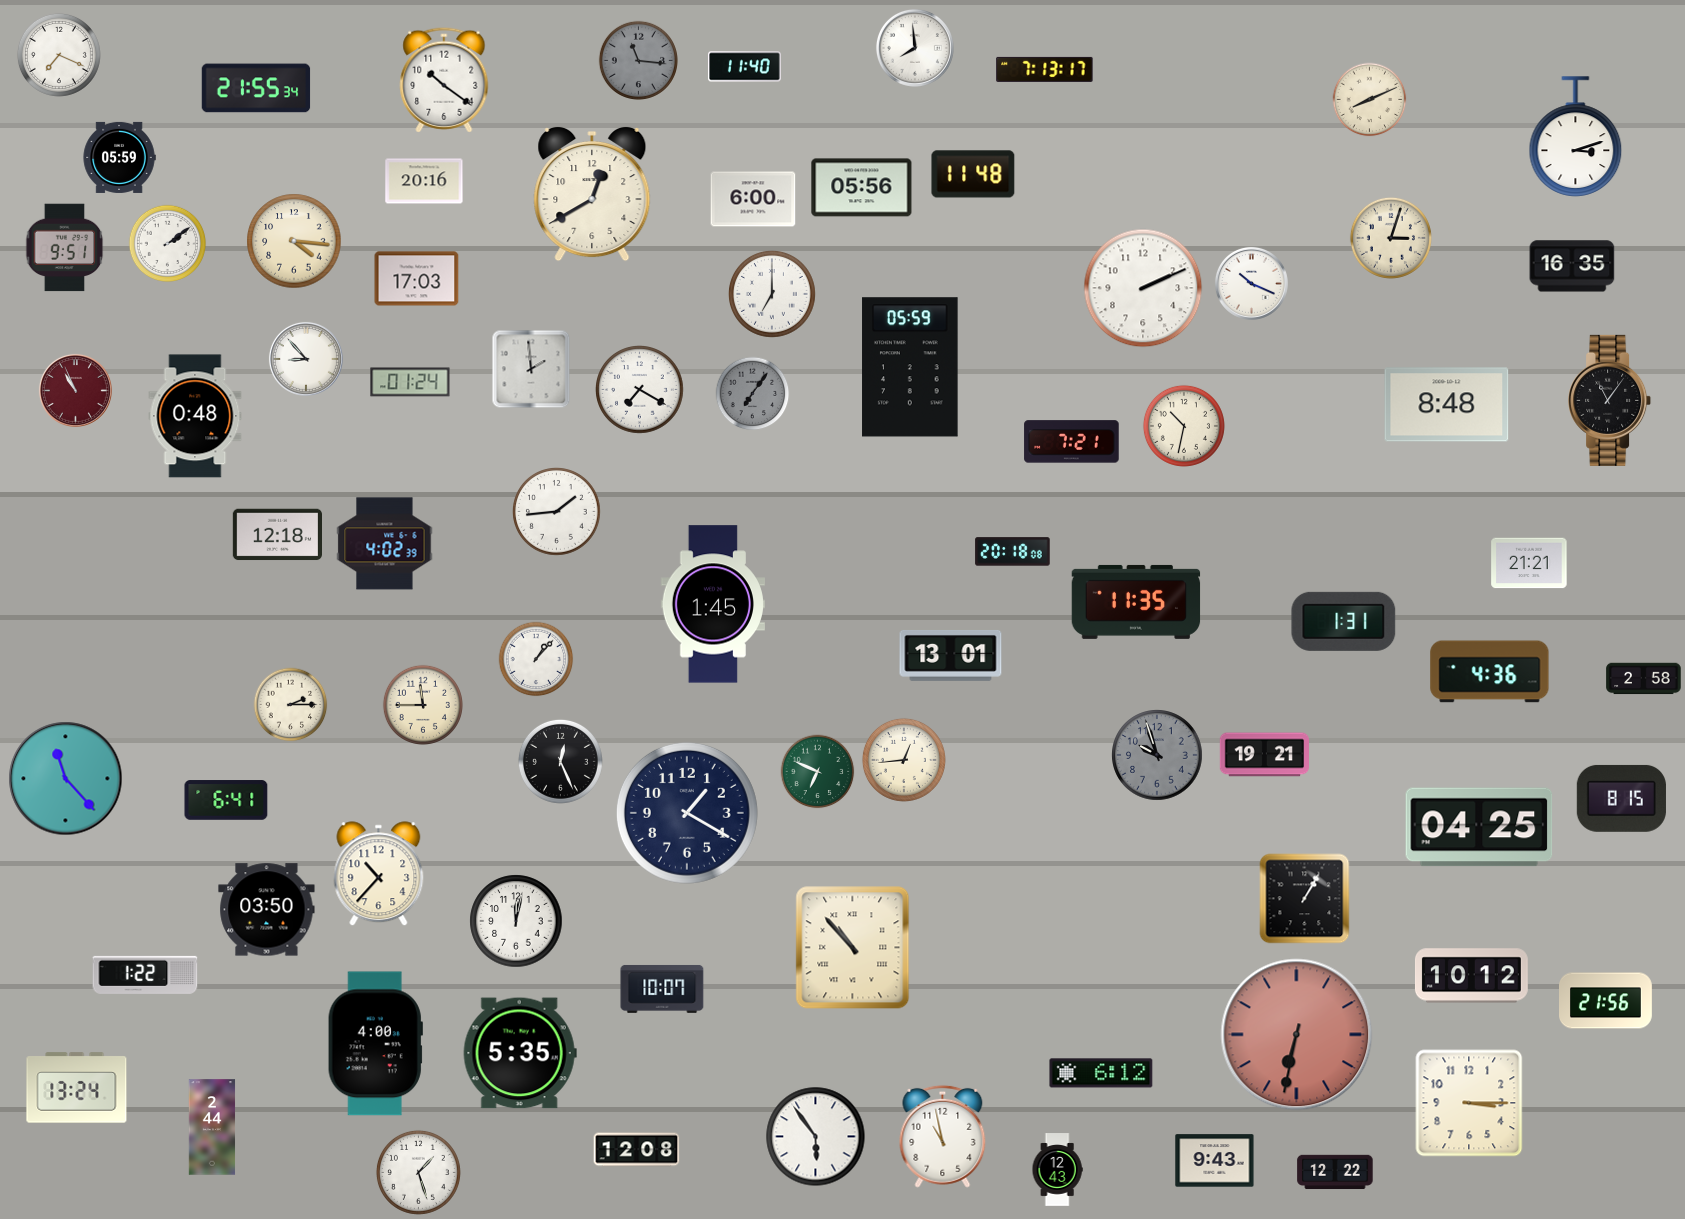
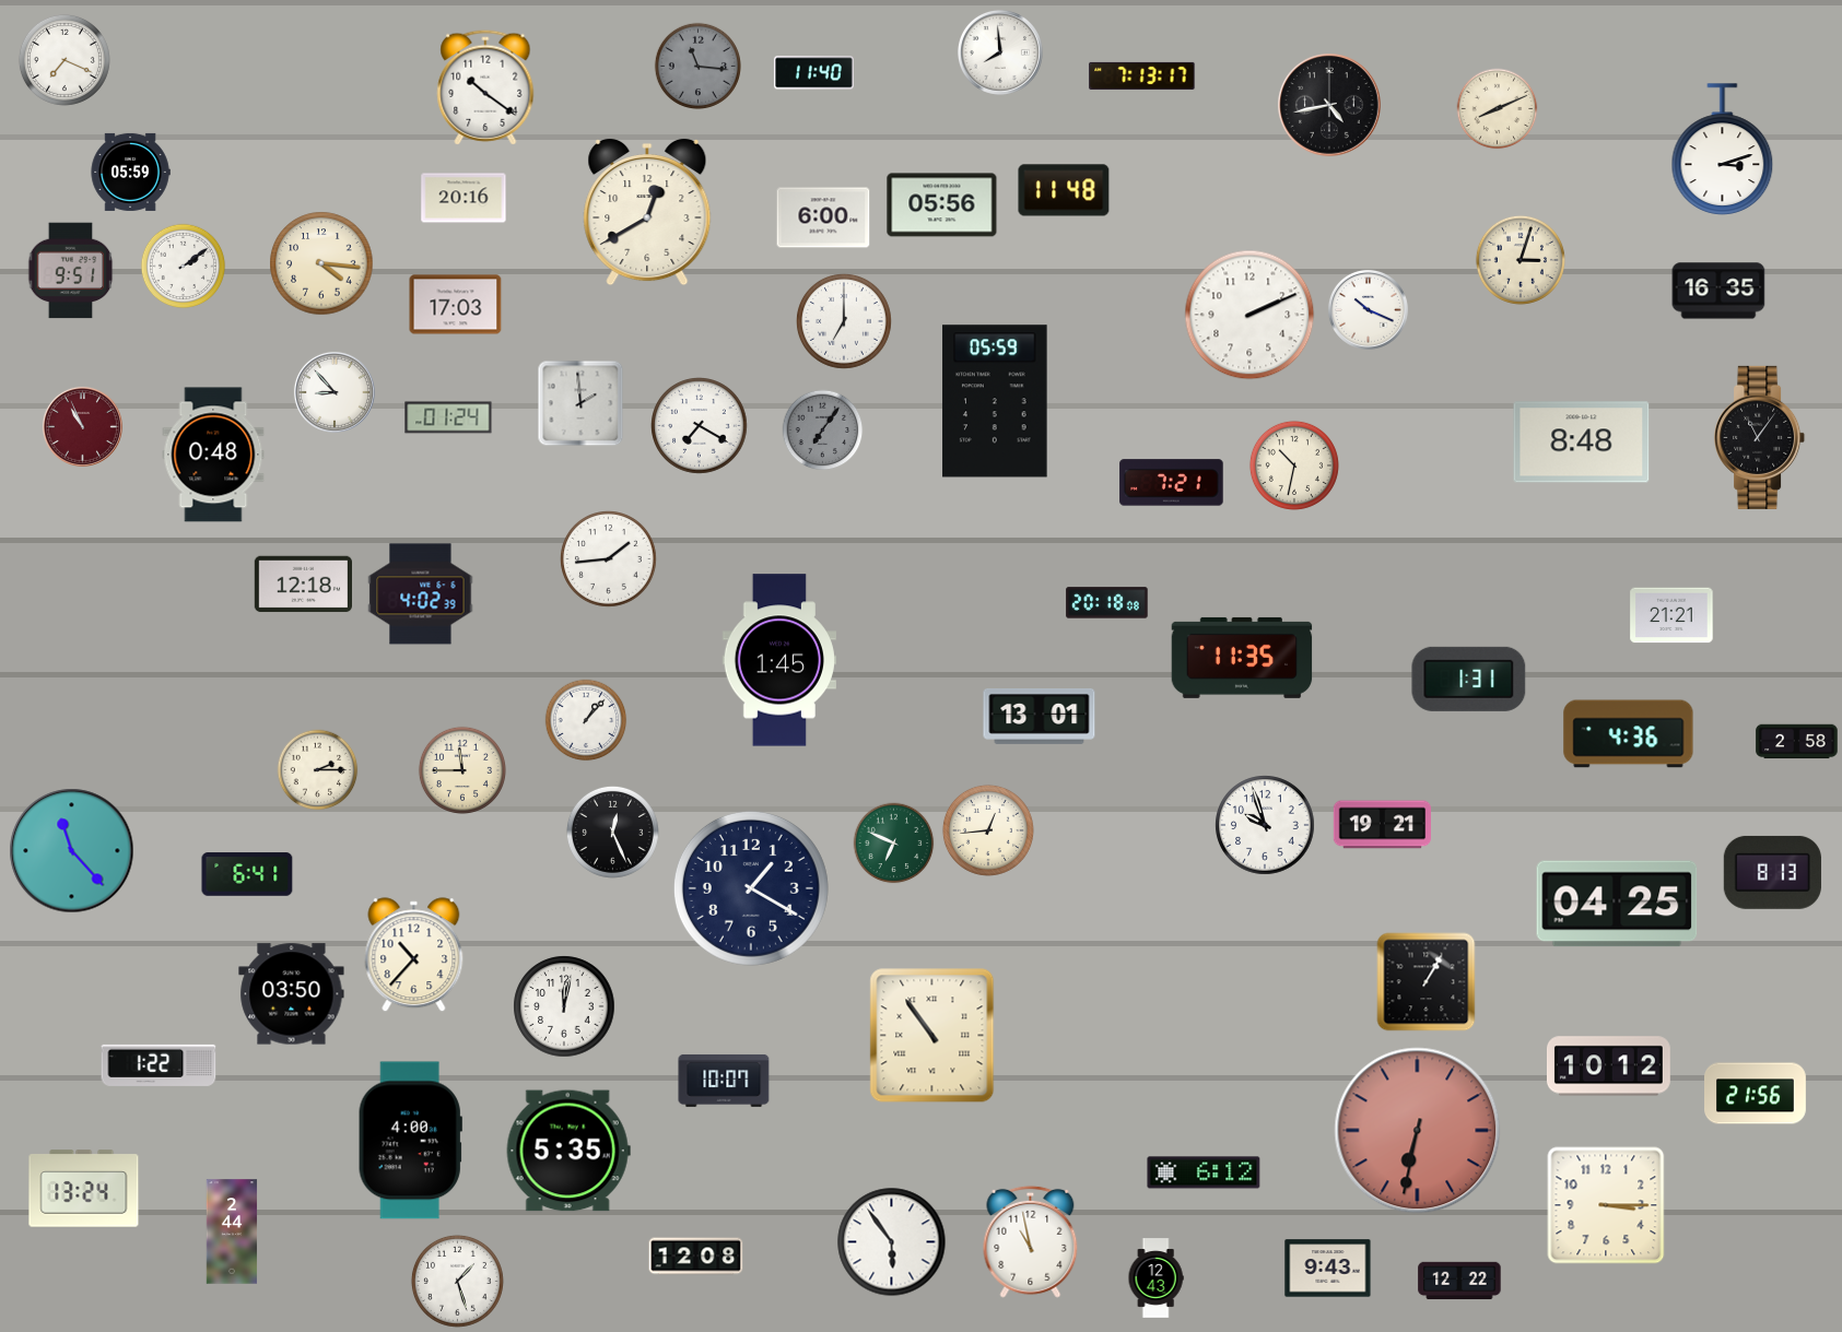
clock at (256, 88): 21:55 -> none
clock at (1329, 105): none -> 4:43
clock at (1157, 755) dial: grey -> white
clock at (1621, 798): 8:15 -> 8:13
clock at (853, 948): 10:53 -> 10:54
